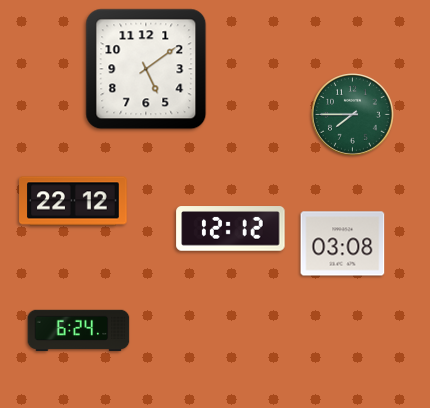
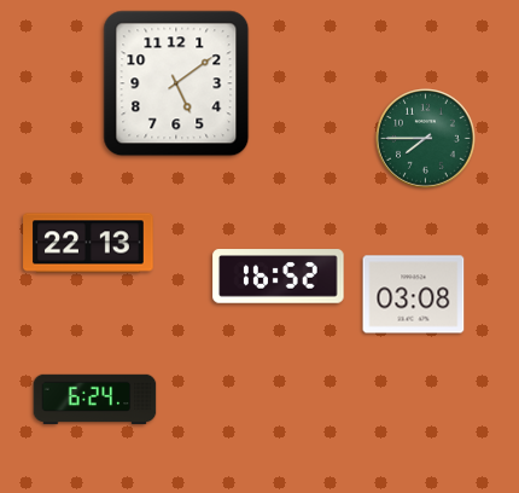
clock at (73, 201): 22:12 -> 22:13
clock at (231, 229): 12:12 -> 16:52
